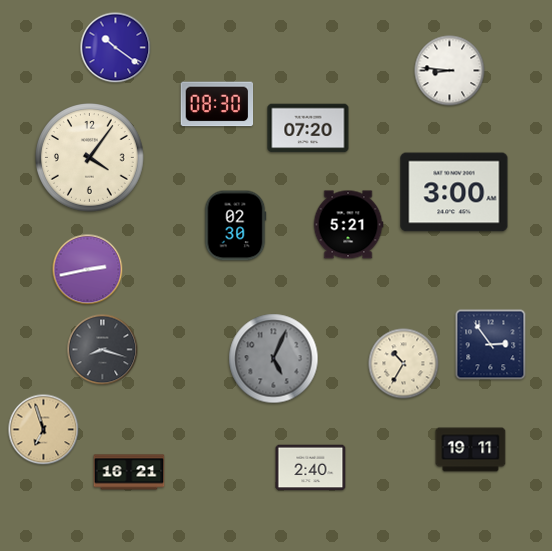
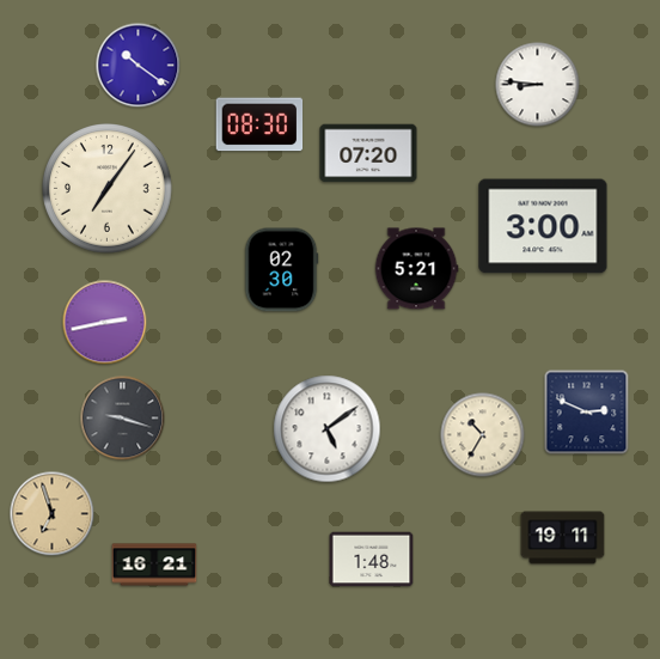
clock at (116, 48) position: (116, 48) -> (139, 66)
clock at (90, 158): 4:06 -> 7:06
clock at (454, 192) position: (454, 192) -> (543, 226)
clock at (491, 345): 2:54 -> 2:49
clock at (103, 350): 8:18 -> 9:18
clock at (274, 359): 5:04 -> 5:09
clock at (274, 359) dial: grey -> white
clock at (311, 468): 2:40 -> 1:48
